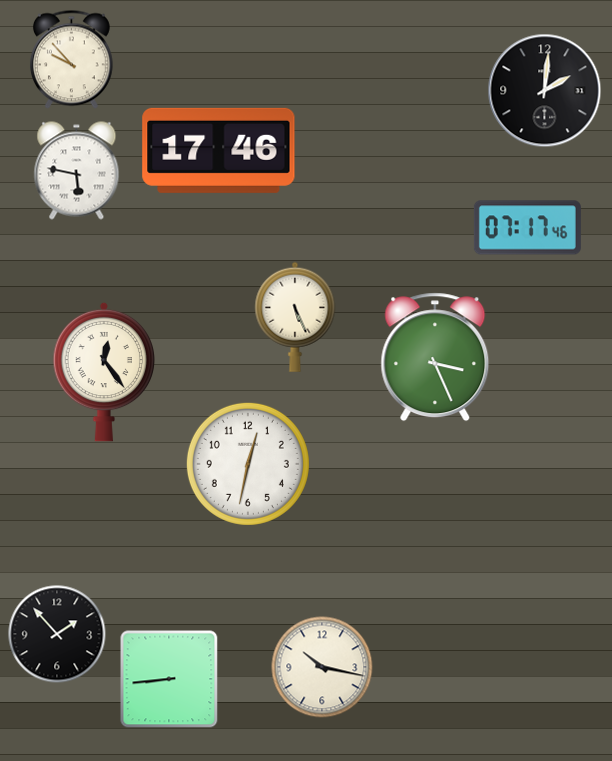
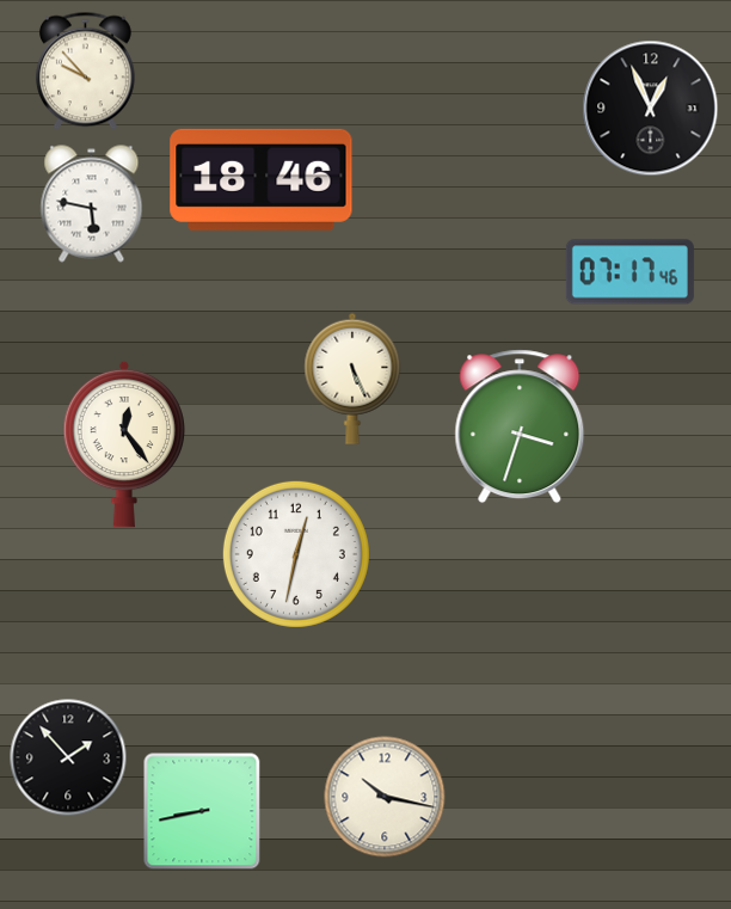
clock at (545, 91): 2:01 -> 12:56
clock at (219, 150): 17:46 -> 18:46
clock at (435, 357): 3:26 -> 3:33
clock at (169, 679): 8:44 -> 8:43
